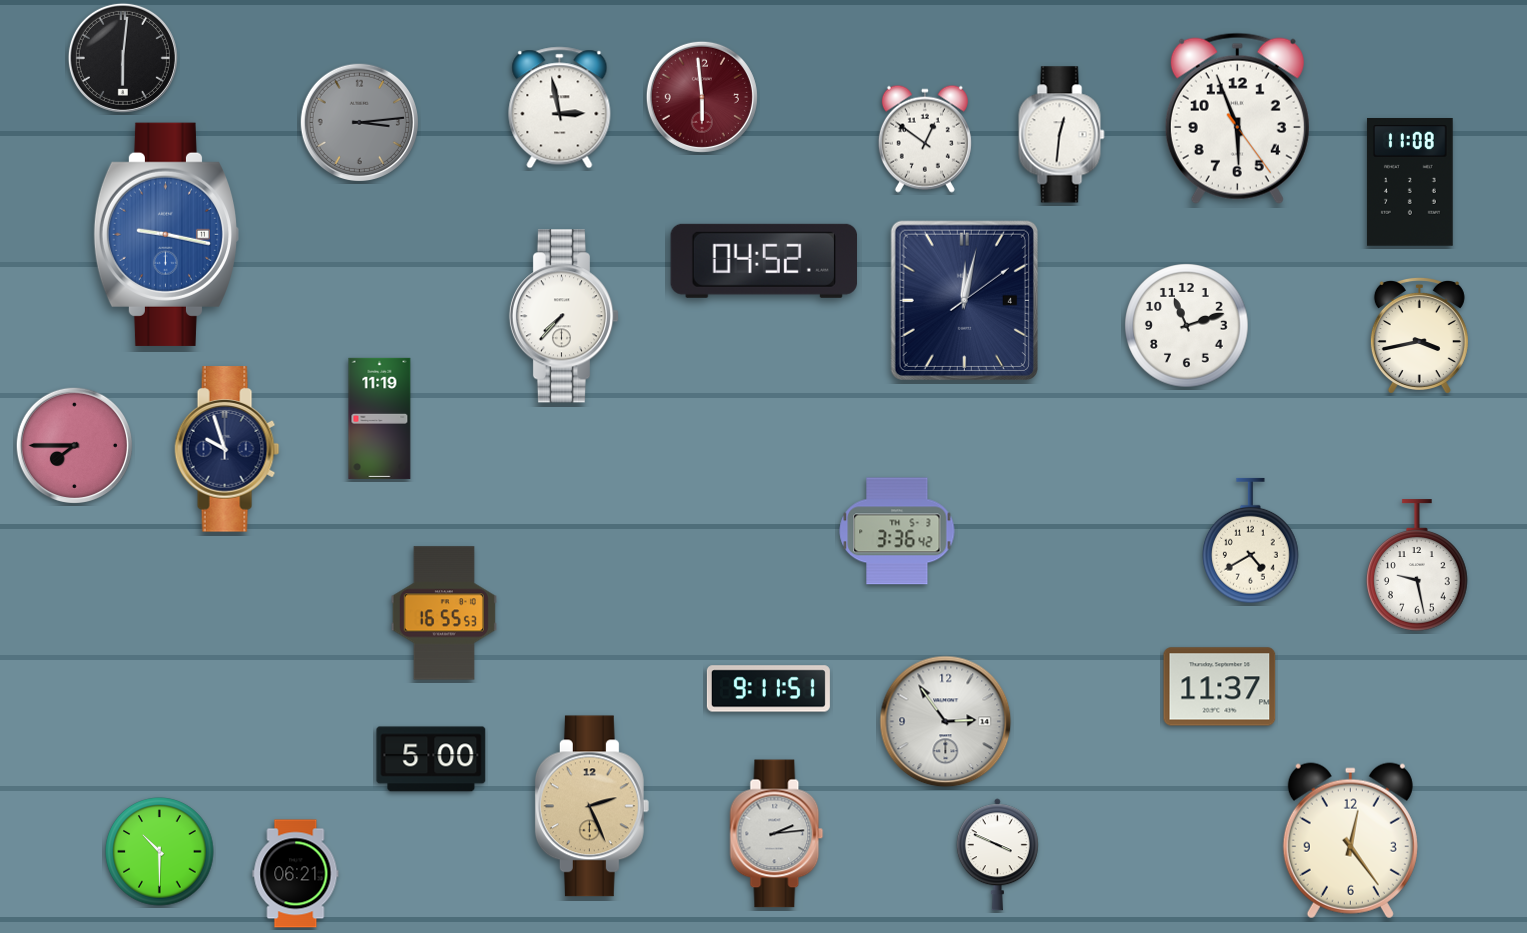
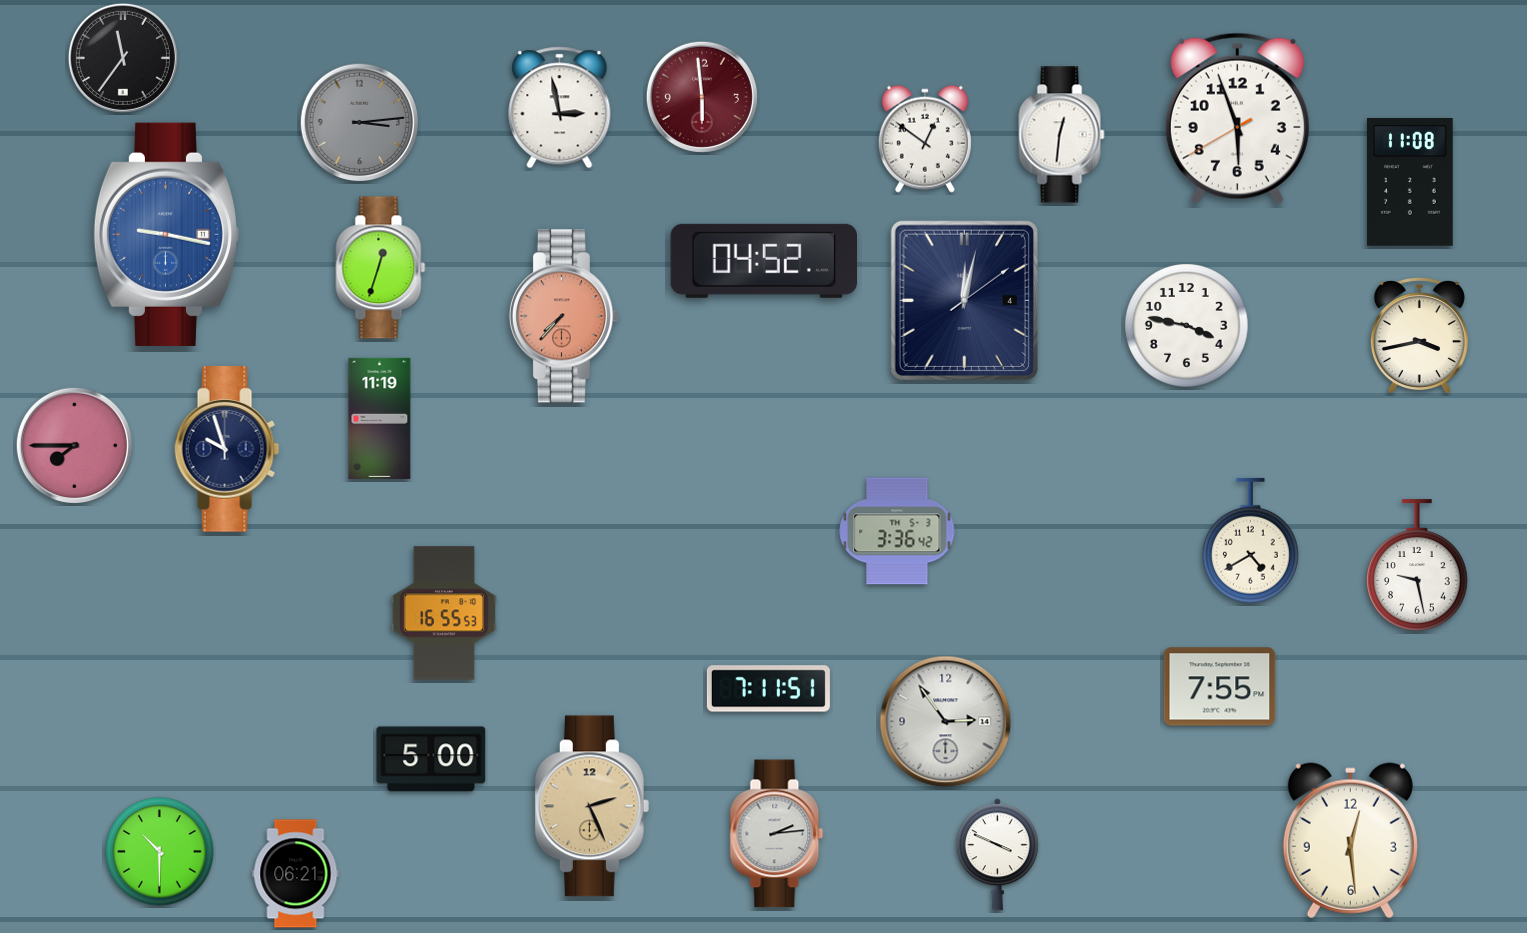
clock at (123, 58): 6:01 -> 11:36
clock at (1237, 118): 5:56:24 -> 5:56:40
clock at (381, 268): none -> 12:33
clock at (563, 316) dial: white -> salmon
clock at (1187, 326): 11:12 -> 3:47
clock at (1220, 687): 11:37 -> 7:55
clock at (768, 689): 9:11 -> 7:11
clock at (1350, 841): 12:24 -> 12:29
